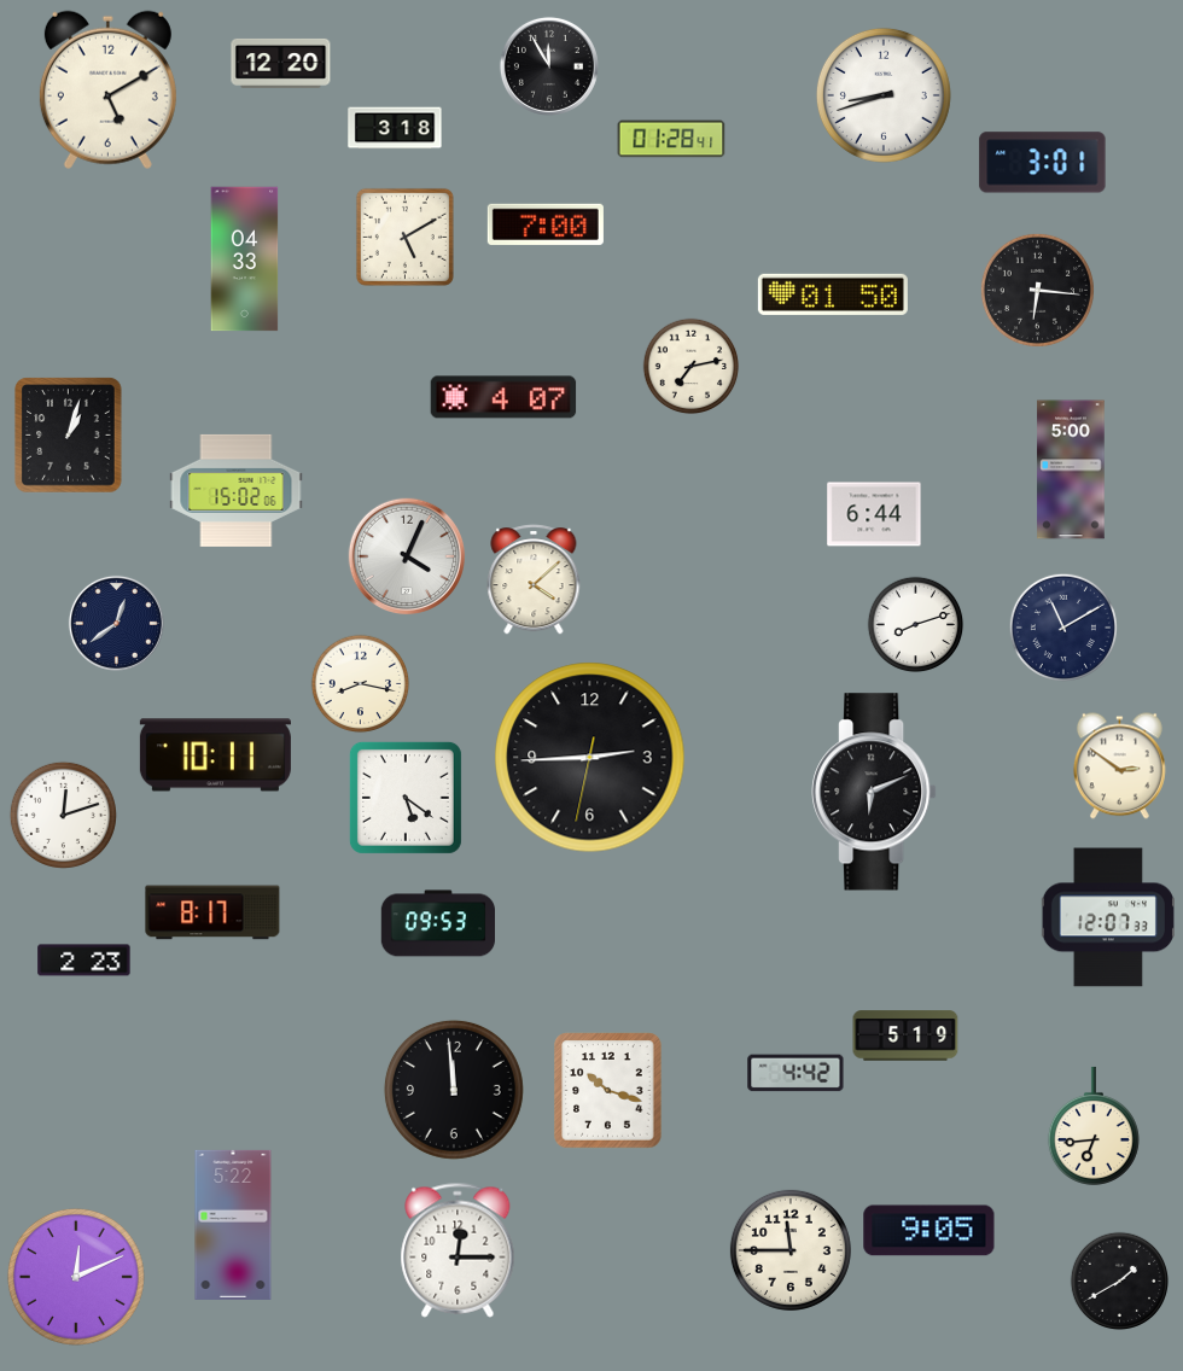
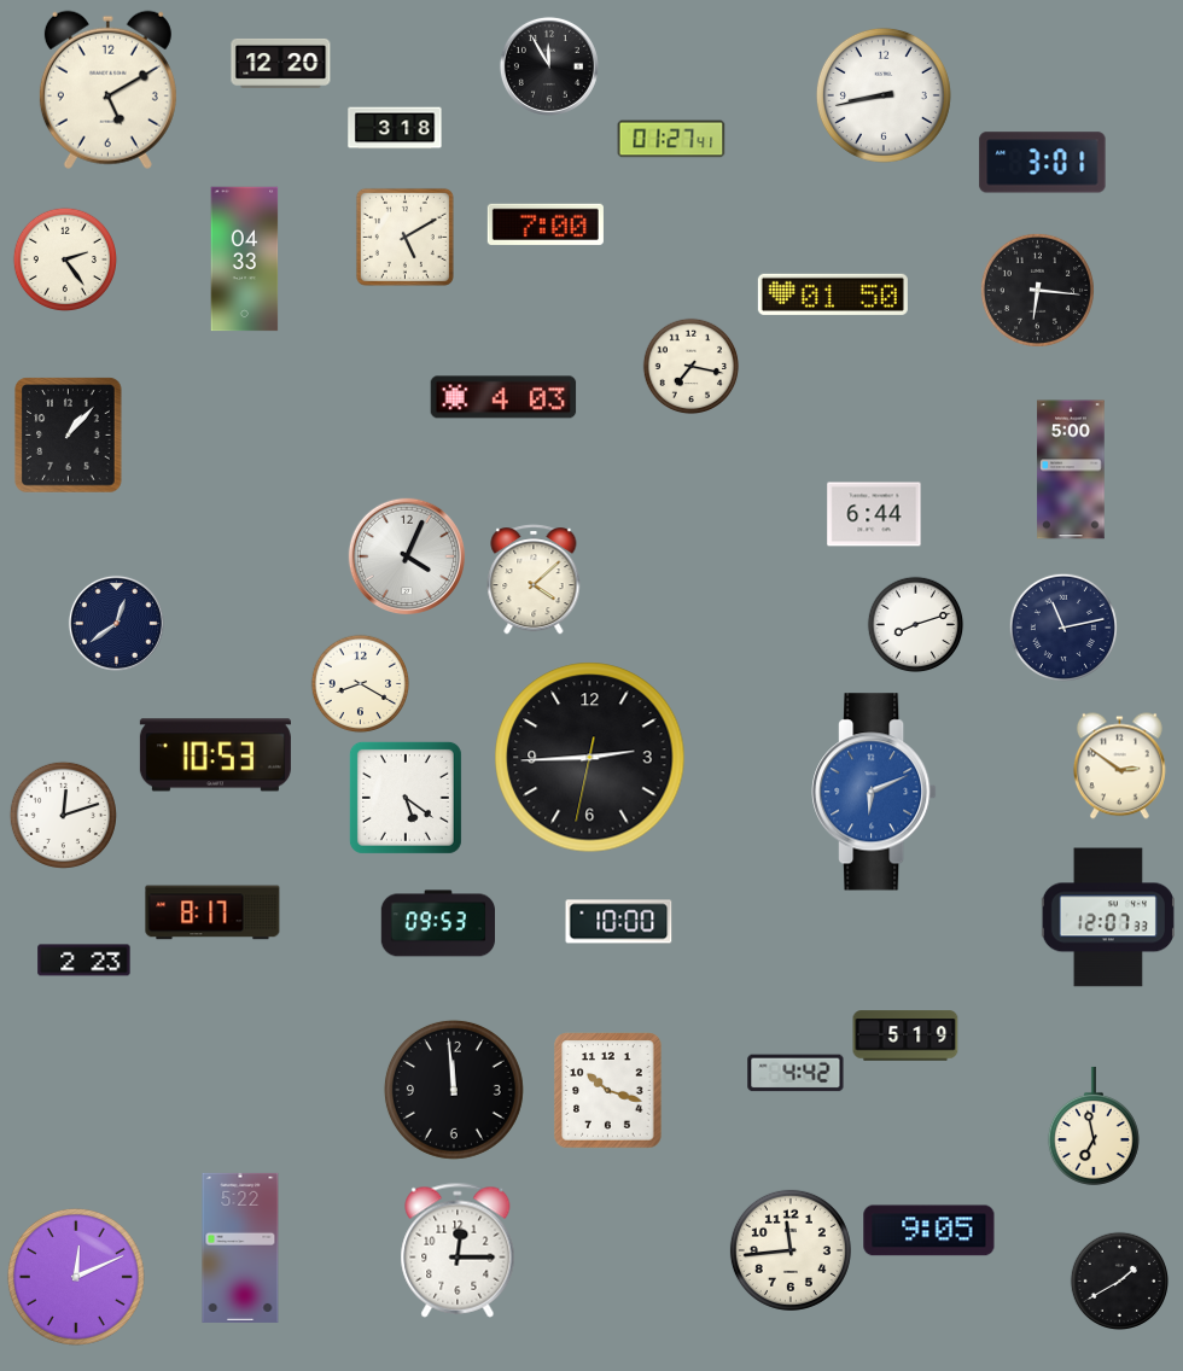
clock at (884, 95): 8:42 -> 8:43
clock at (671, 139): 01:28 -> 01:27
clock at (64, 258): none -> 2:24
clock at (692, 367): 7:13 -> 7:17
clock at (503, 397): 4:07 -> 4:03
clock at (69, 436): 1:03 -> 1:07
clock at (237, 490): 15:02 -> none
clock at (1063, 628): 11:10 -> 11:13
clock at (361, 684): 8:17 -> 8:20
clock at (215, 755): 10:11 -> 10:53
clock at (874, 792) dial: black -> blue
clock at (619, 922): none -> 10:00
clock at (1094, 1126): 6:44 -> 6:58
clock at (233, 1225) position: (233, 1225) -> (240, 1248)
clock at (791, 1250): 11:45 -> 11:44
